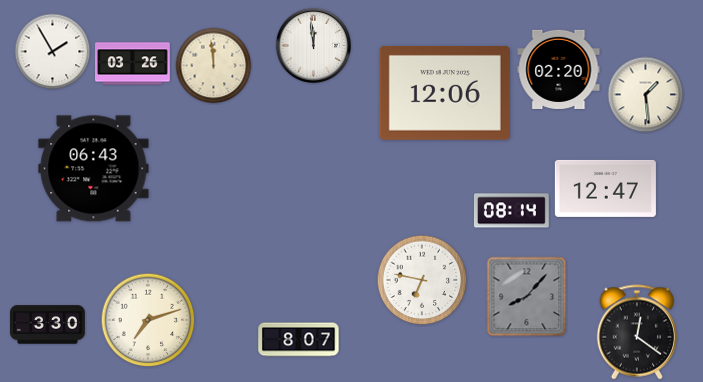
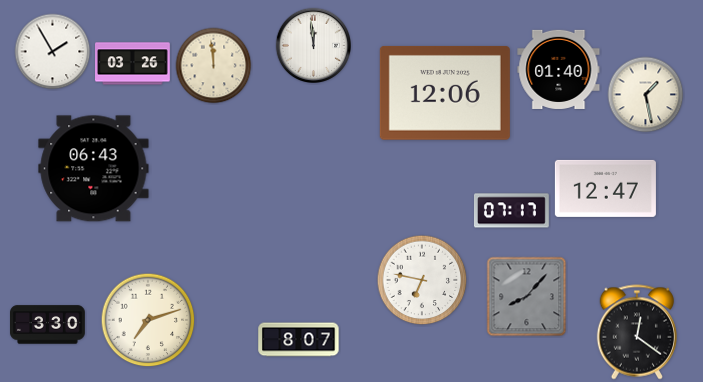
clock at (559, 69): 02:20 -> 01:40
clock at (646, 95): 1:29 -> 1:28
clock at (511, 211): 08:14 -> 07:17
